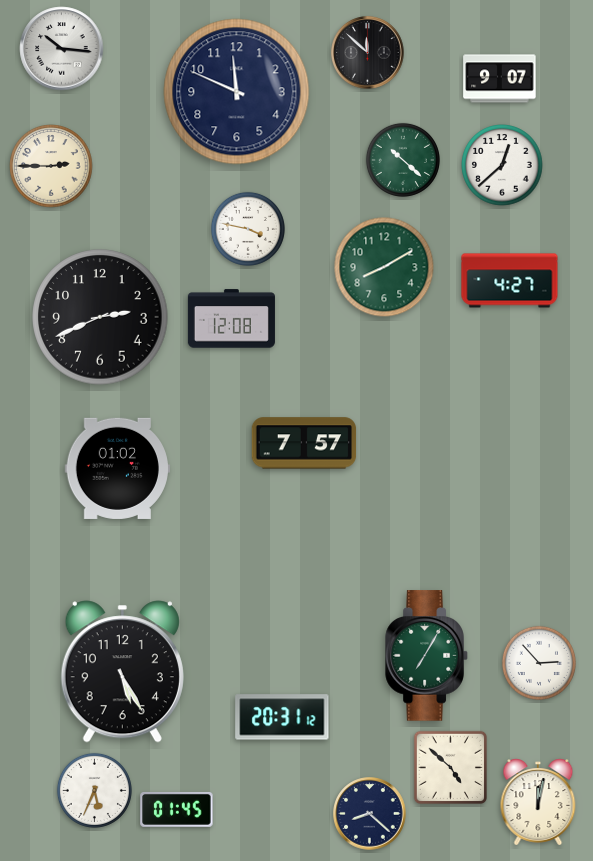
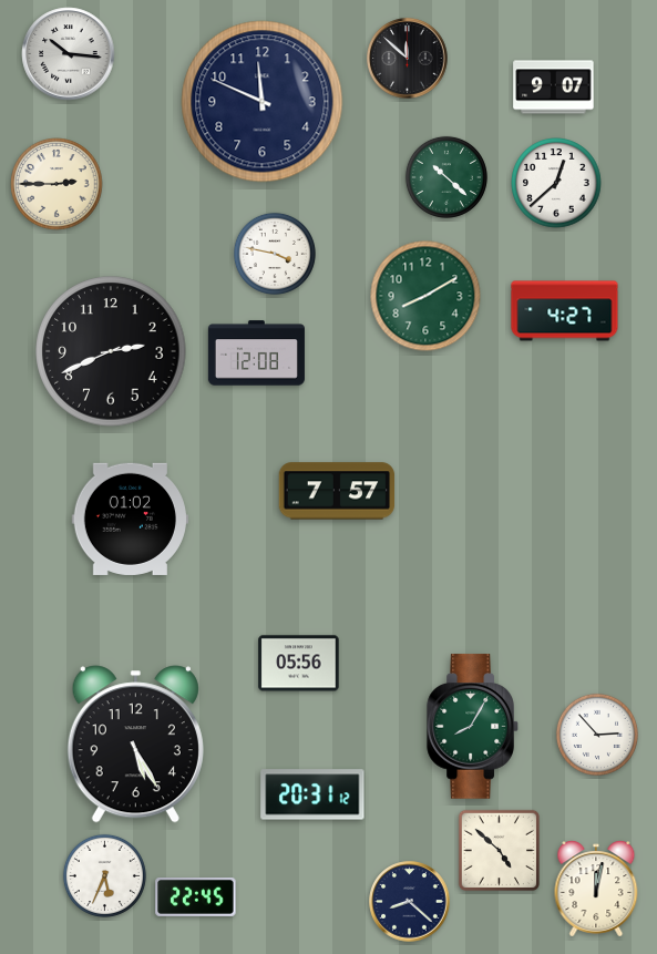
clock at (299, 664): none -> 05:56
clock at (427, 656): 7:05 -> 8:05
clock at (177, 809): 01:45 -> 22:45
